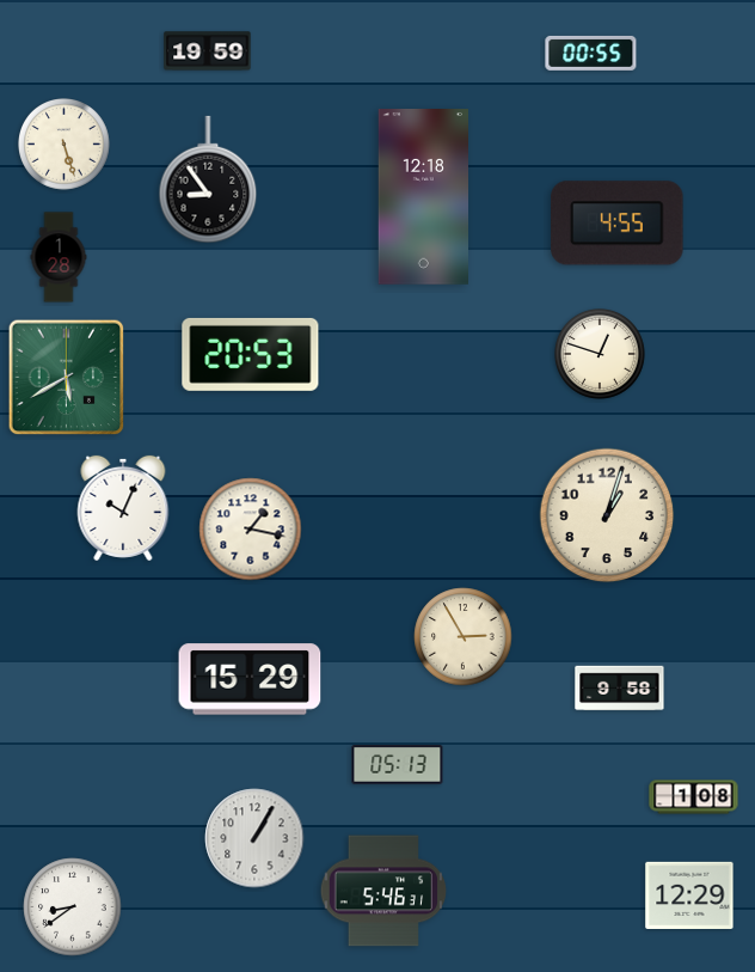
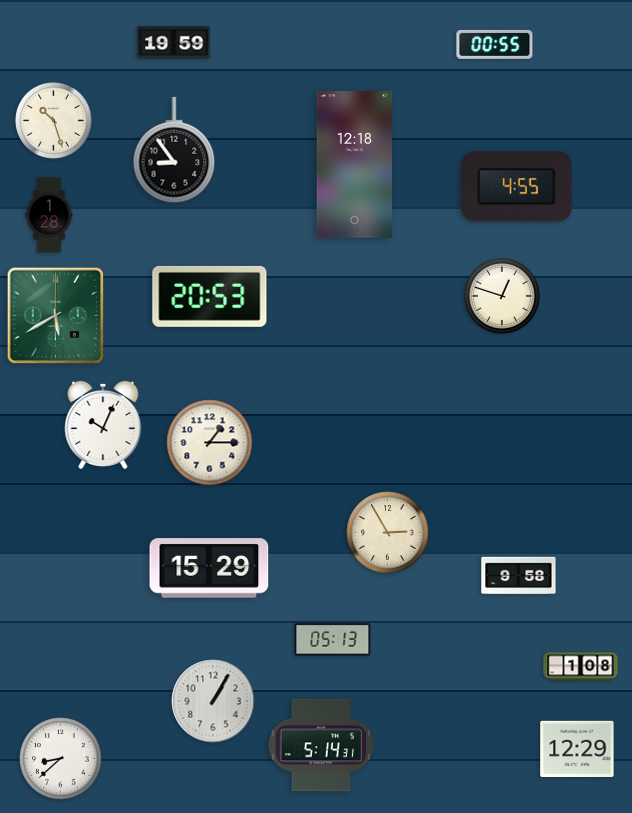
clock at (65, 145): 5:27 -> 10:27
clock at (607, 515): 1:03 -> none
clock at (251, 530): 1:17 -> 1:15
clock at (383, 891): 5:46 -> 5:14
clock at (73, 907): 8:39 -> 8:38
